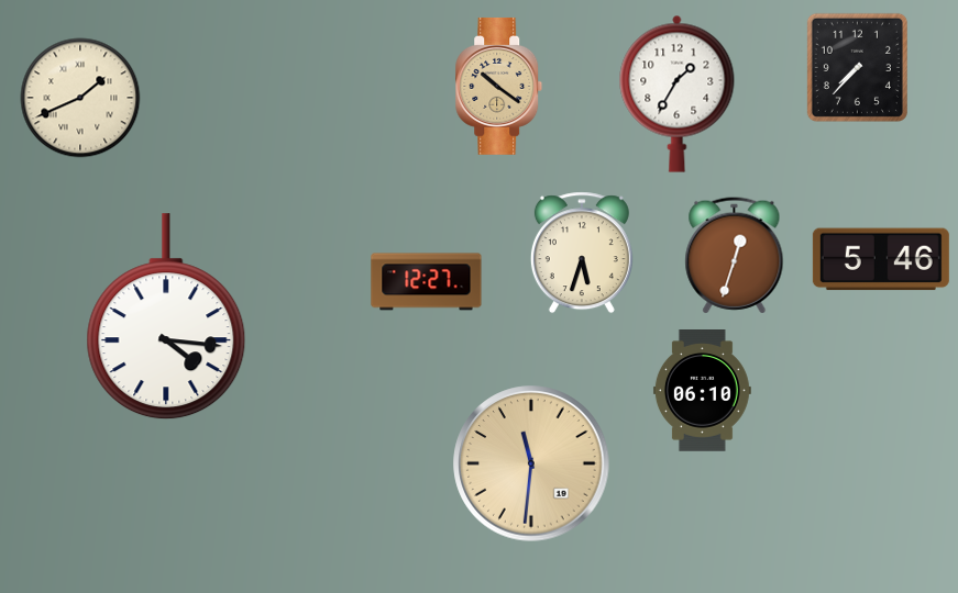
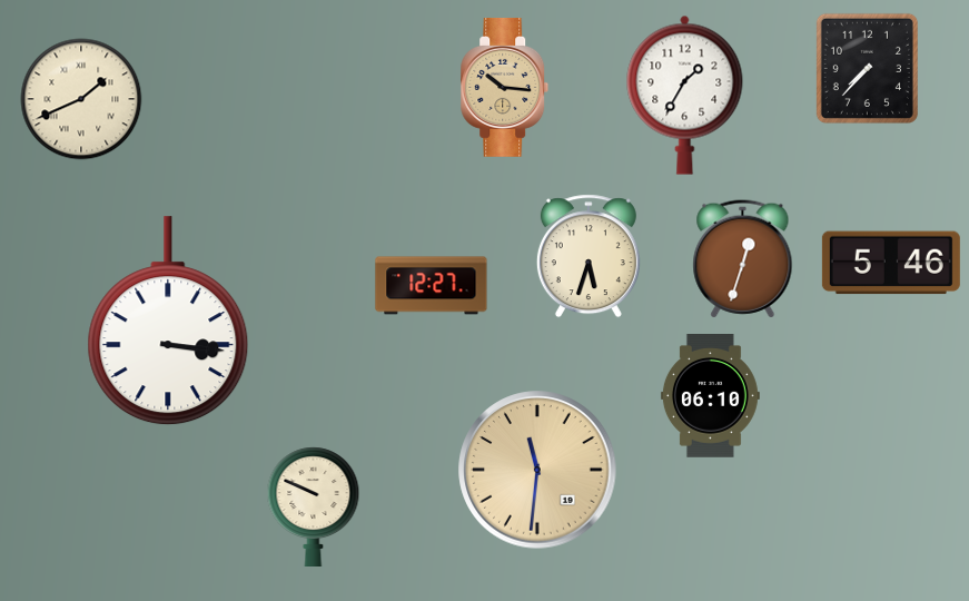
clock at (499, 86): 10:21 -> 10:16
clock at (166, 317): 4:16 -> 3:16
clock at (314, 506): none -> 9:49
